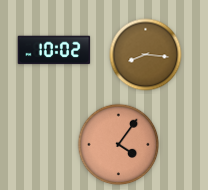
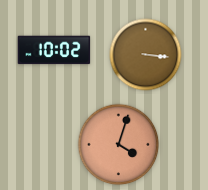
clock at (146, 55): 8:16 -> 3:16
clock at (119, 145): 4:06 -> 4:03
